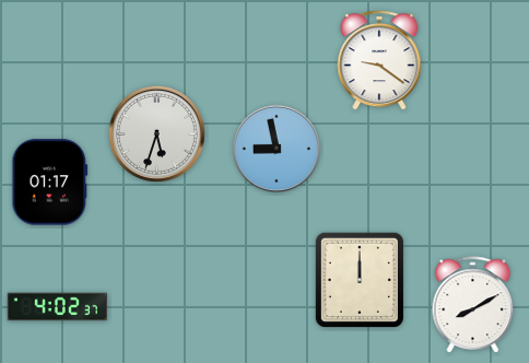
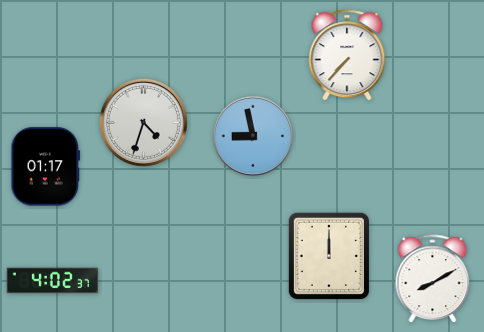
clock at (379, 60): 9:21 -> 7:37
clock at (156, 133): 5:33 -> 4:33
